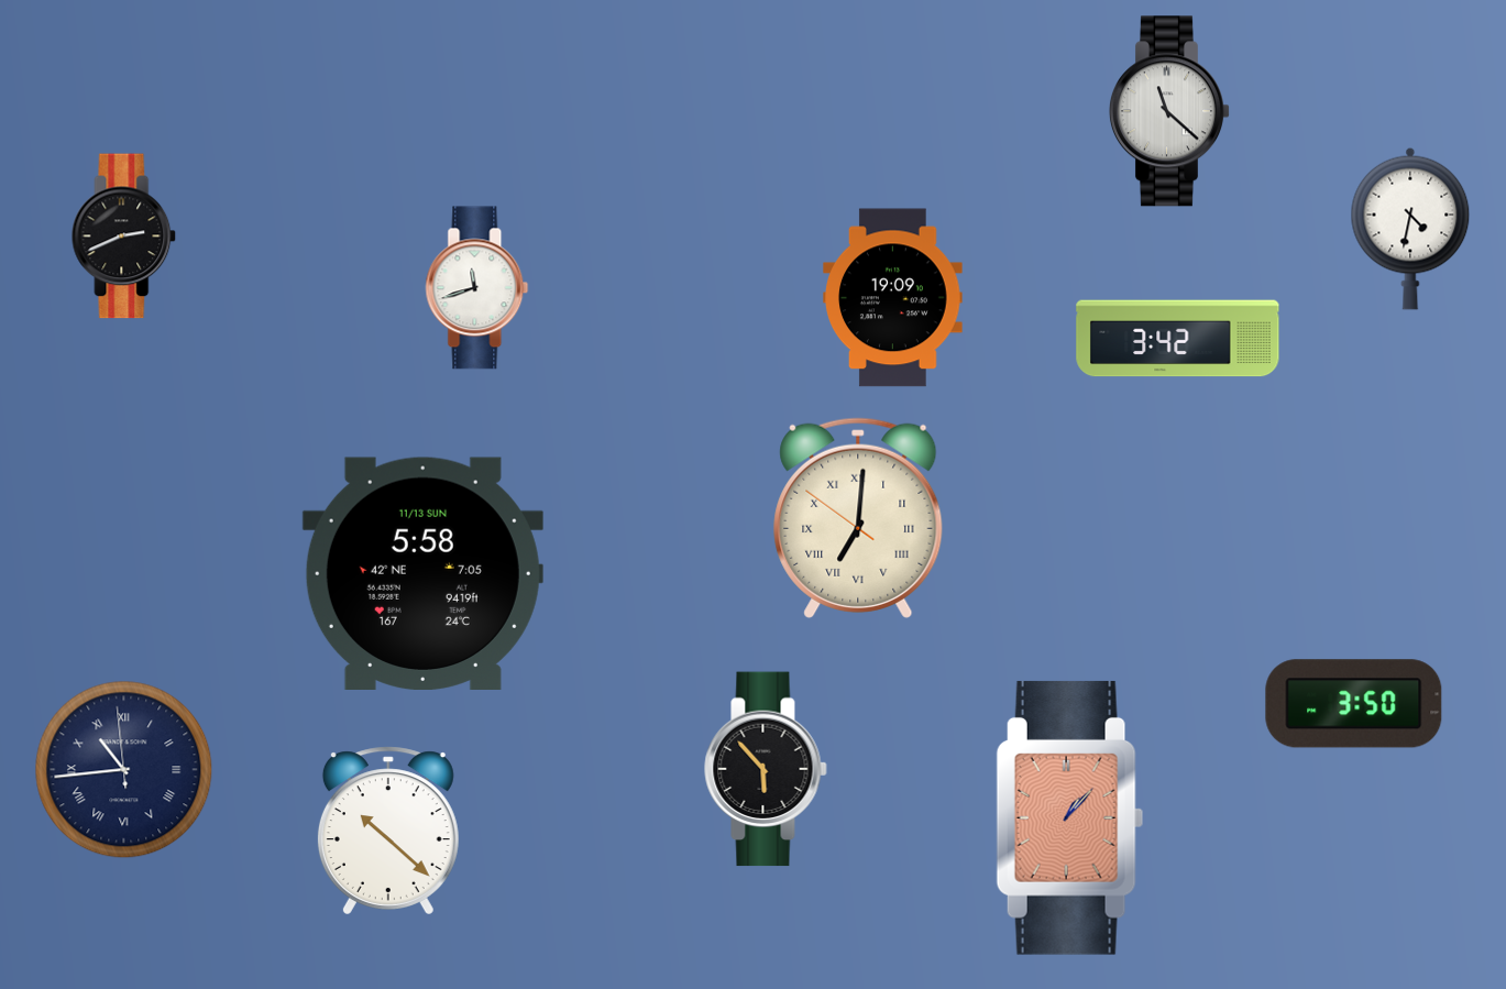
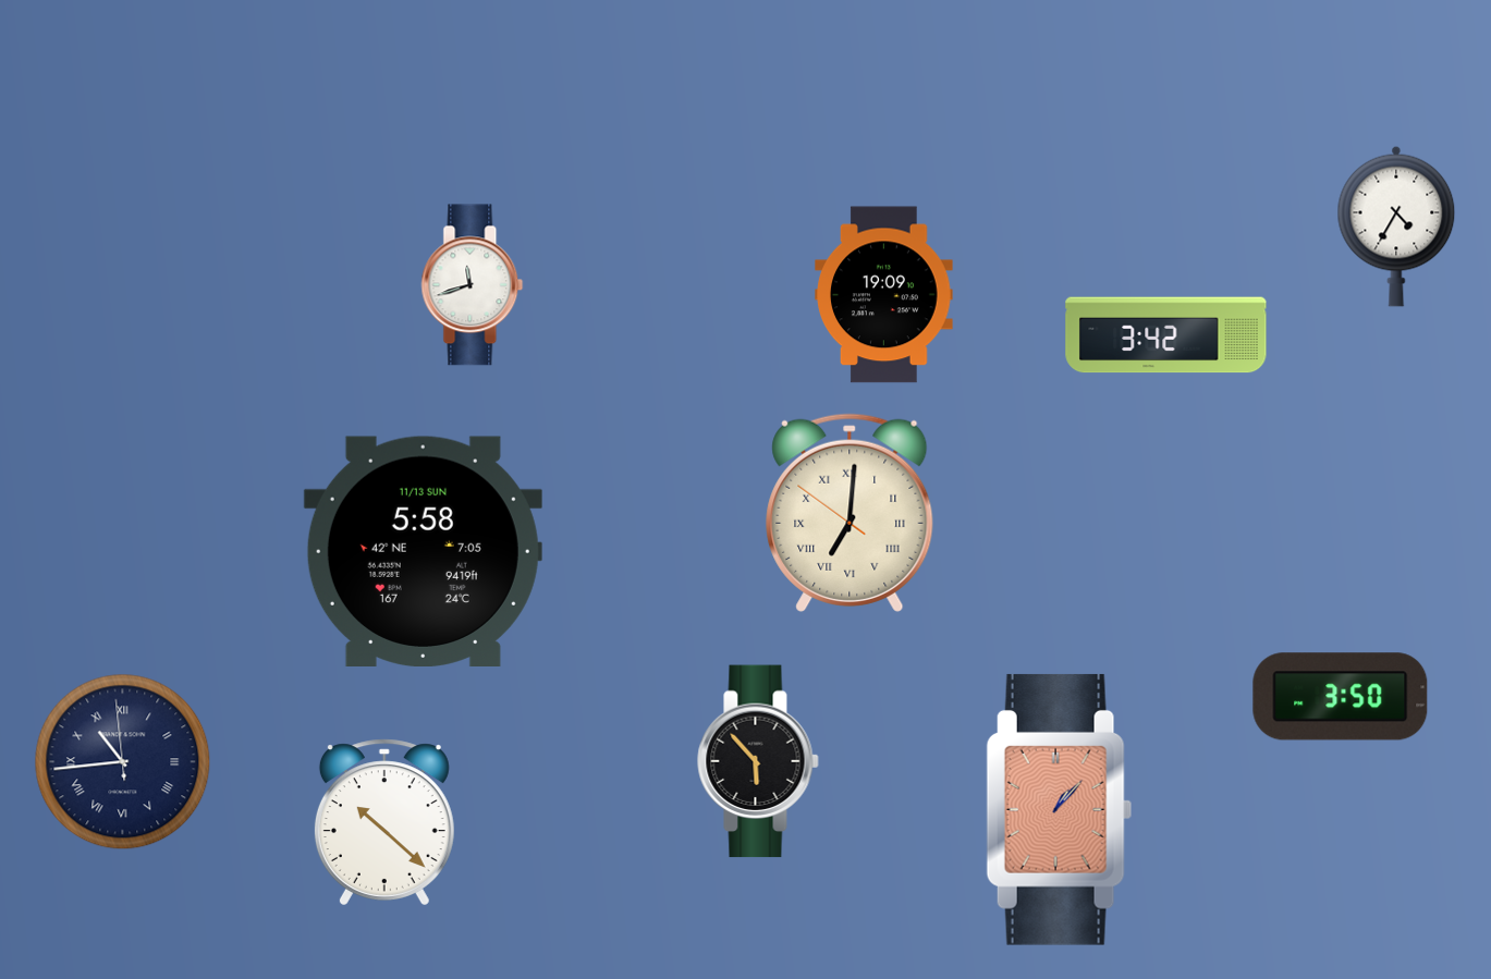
clock at (1169, 111): 11:22 -> none
clock at (1410, 229): 4:32 -> 4:35
clock at (124, 237): 2:41 -> none
clock at (422, 573) position: (422, 573) -> (423, 551)
